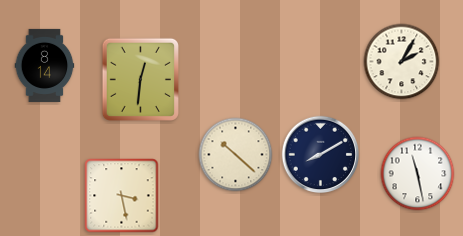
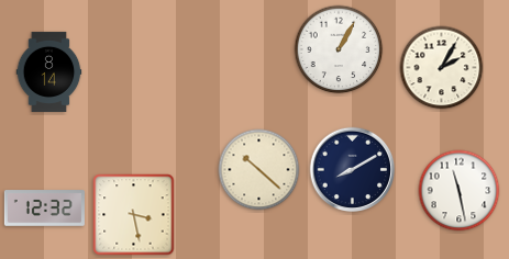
clock at (339, 49): none -> 1:05
clock at (140, 79): 12:31 -> none
clock at (44, 209): none -> 12:32
